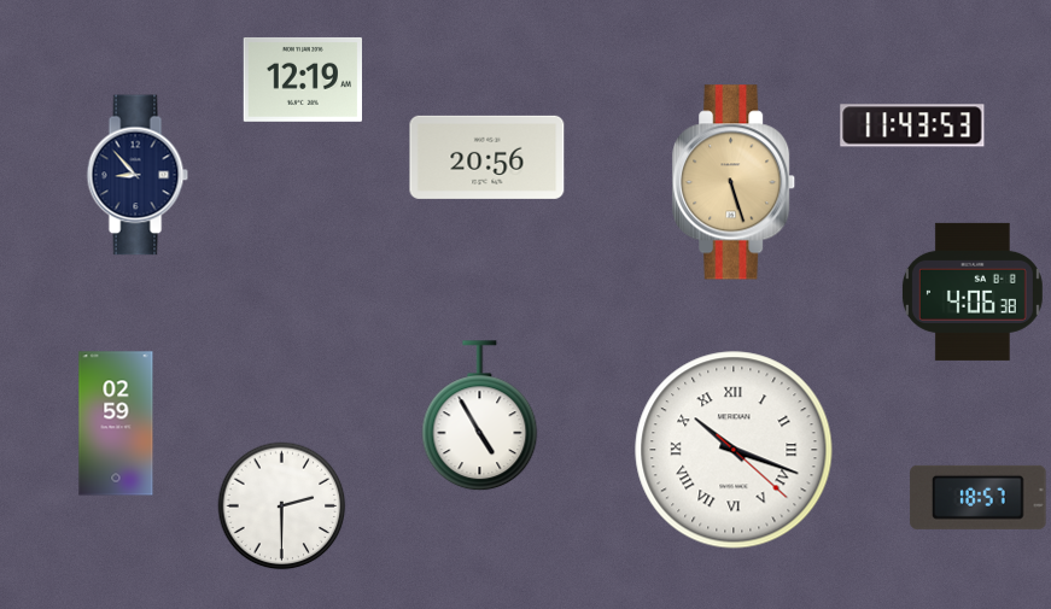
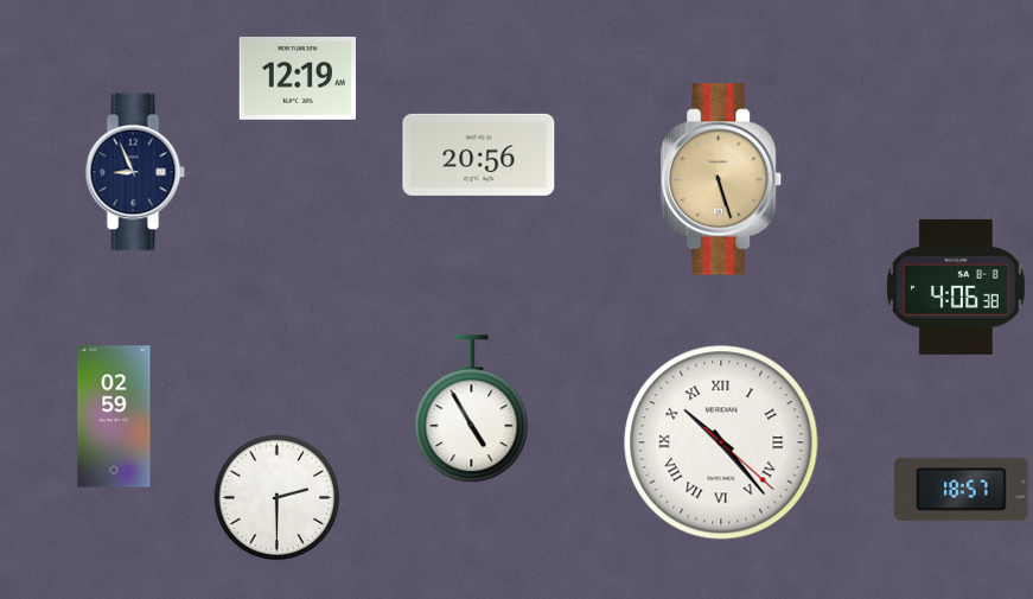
clock at (912, 125): 11:43 -> none
clock at (138, 175): 8:53 -> 8:56
clock at (734, 450): 10:18 -> 10:23
